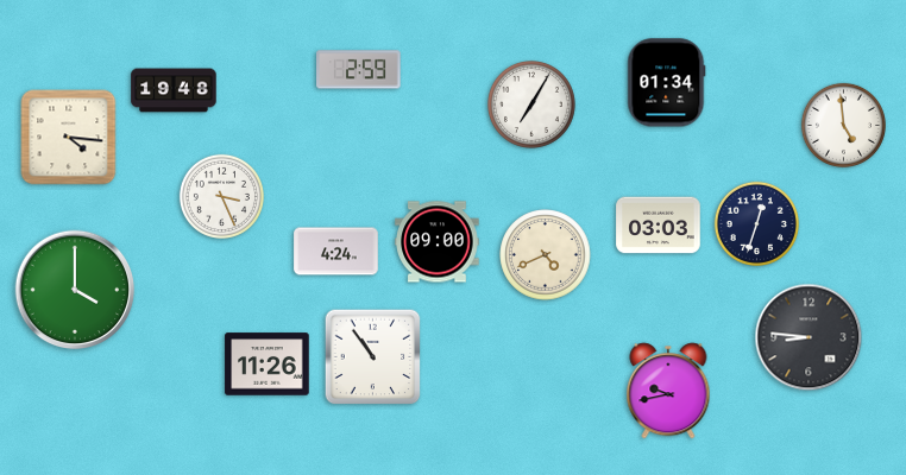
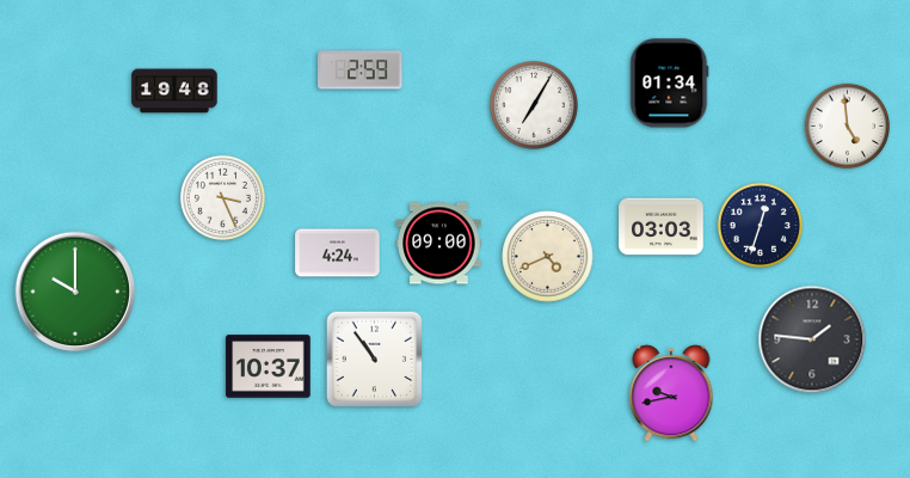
clock at (69, 138): 4:16 -> none
clock at (75, 290): 4:00 -> 10:00
clock at (809, 337): 8:46 -> 1:46
clock at (268, 365): 11:26 -> 10:37
